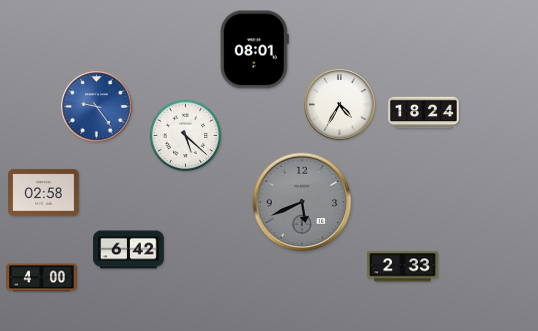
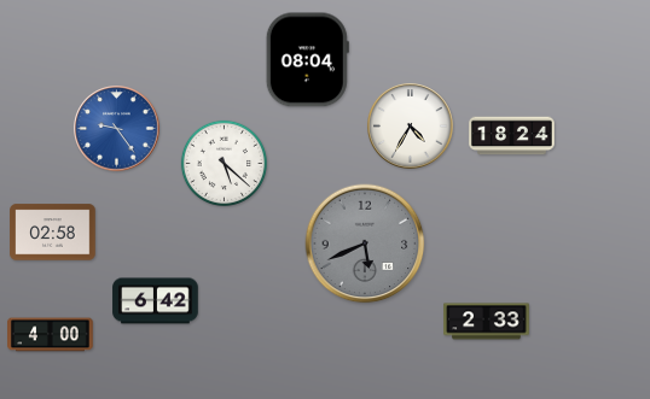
clock at (254, 50): 08:01 -> 08:04
